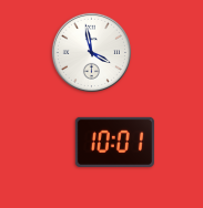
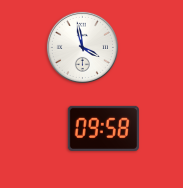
clock at (114, 142): 10:01 -> 09:58
